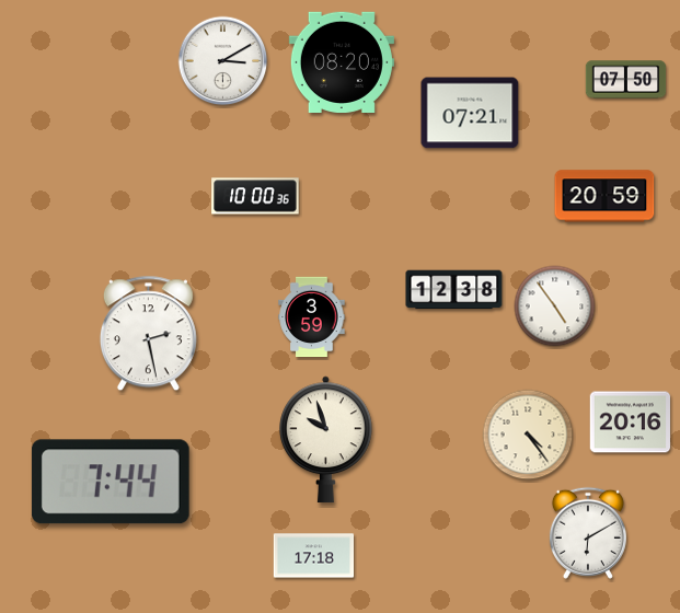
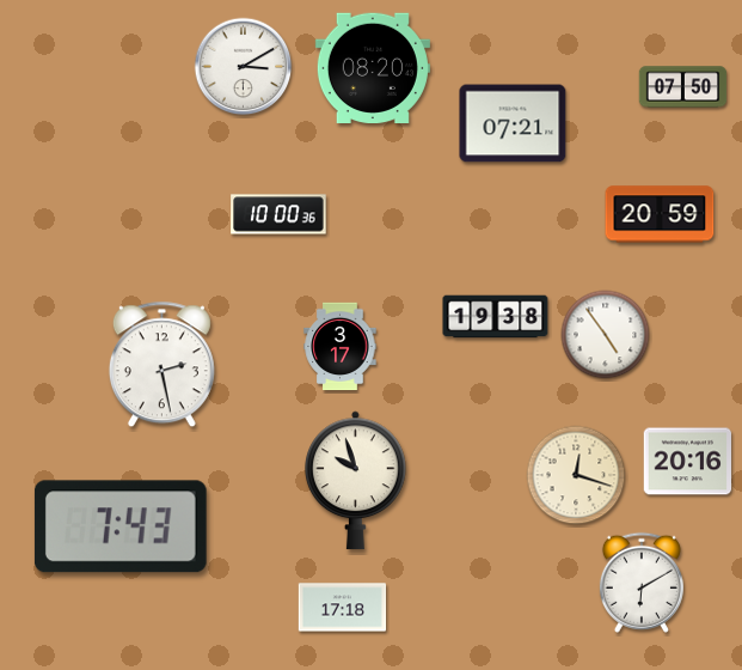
clock at (454, 290): 12:38 -> 19:38
clock at (312, 317): 3:59 -> 3:17
clock at (528, 435): 4:24 -> 12:18
clock at (111, 482): 7:44 -> 7:43
